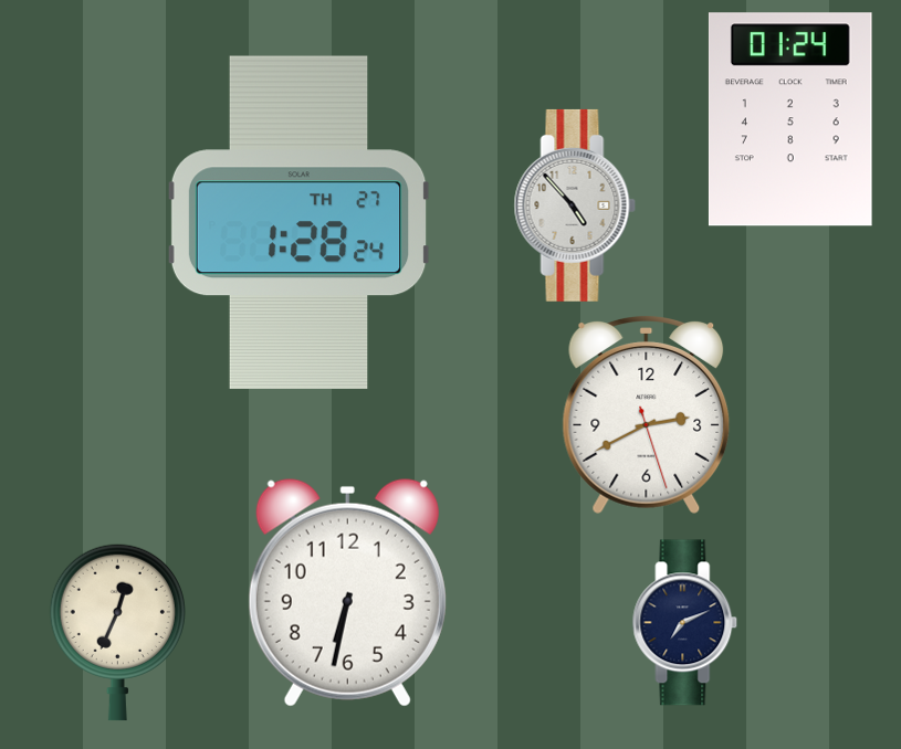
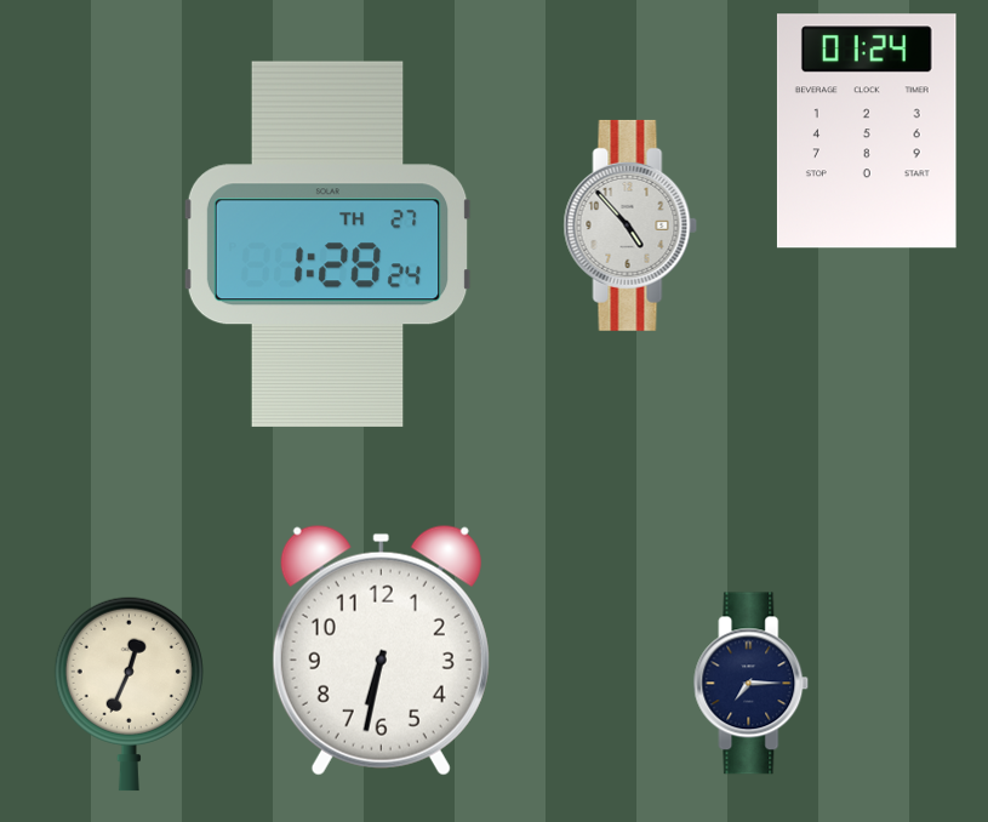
clock at (647, 414): 2:40 -> none
clock at (685, 623): 7:11 -> 7:15
